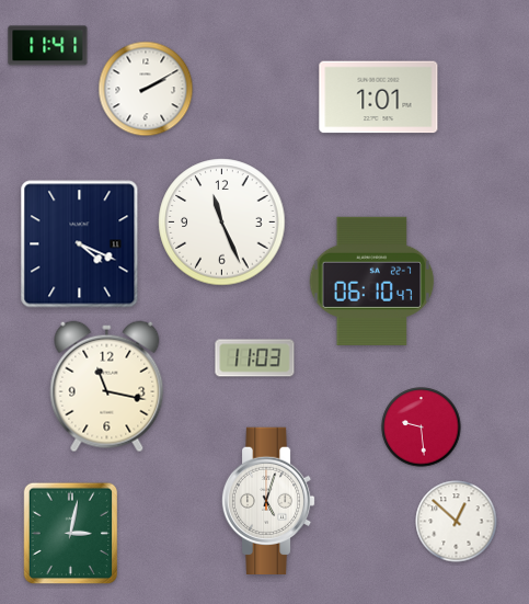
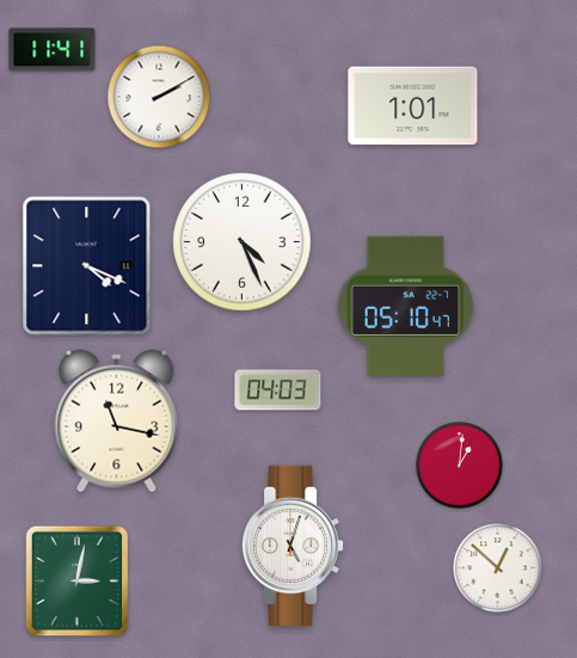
clock at (222, 223): 11:26 -> 4:26
clock at (372, 281): 06:10 -> 05:10
clock at (255, 358): 11:03 -> 04:03
clock at (422, 428): 9:29 -> 1:01
